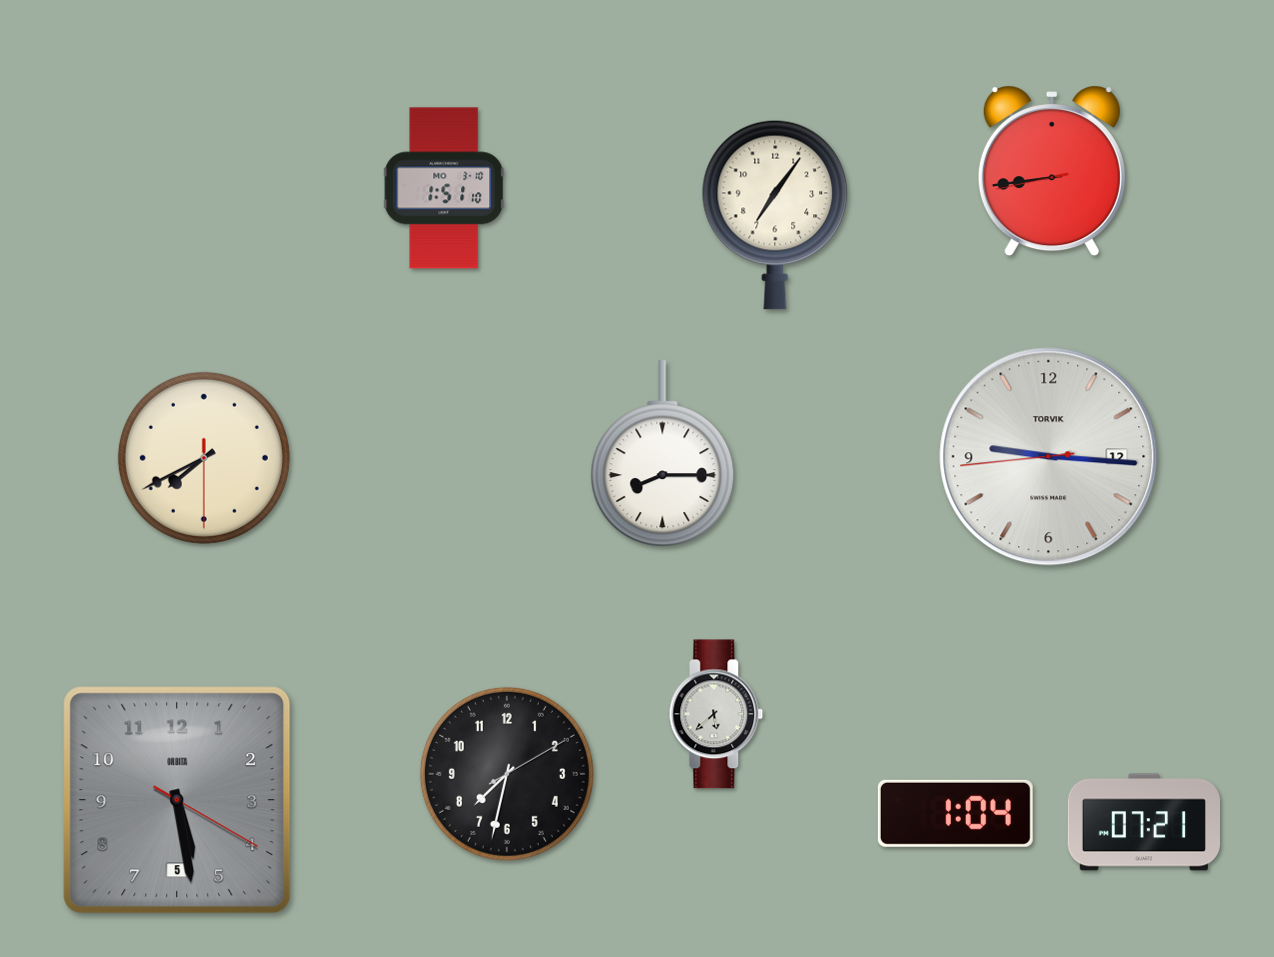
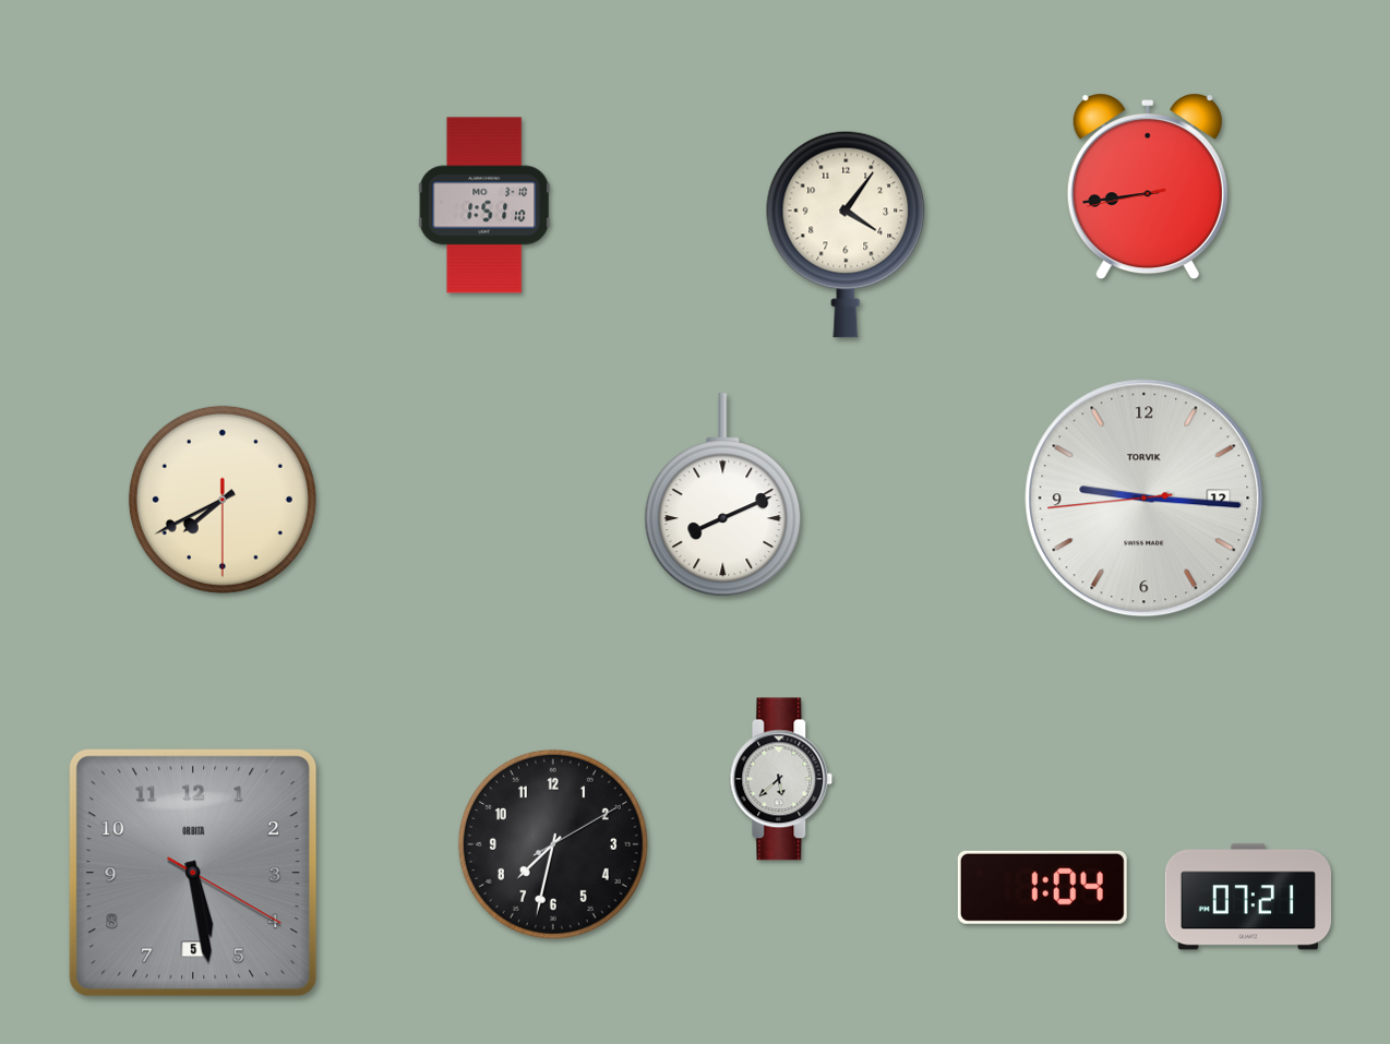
clock at (775, 215): 7:06 -> 4:06
clock at (663, 454): 8:15 -> 8:11
